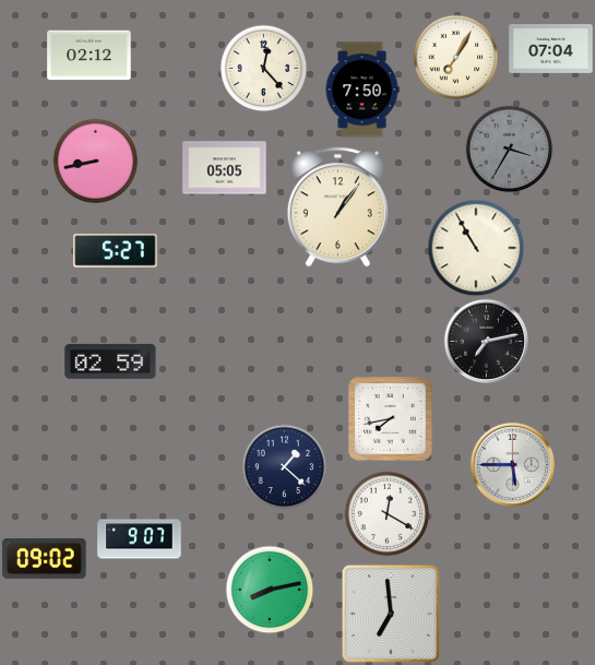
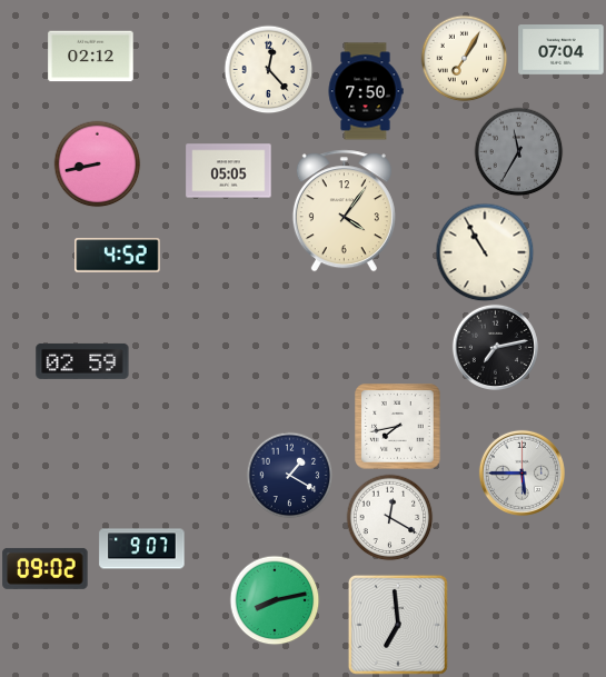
clock at (362, 90) position: (362, 90) -> (366, 91)
clock at (509, 149): 3:35 -> 11:35
clock at (337, 207): 1:06 -> 4:06
clock at (116, 251): 5:27 -> 4:52
clock at (110, 361) position: (110, 361) -> (82, 361)
clock at (284, 466): 1:22 -> 1:20
clock at (386, 513) position: (386, 513) -> (389, 517)
